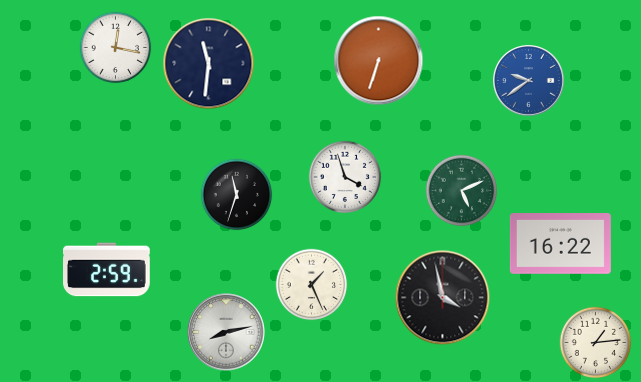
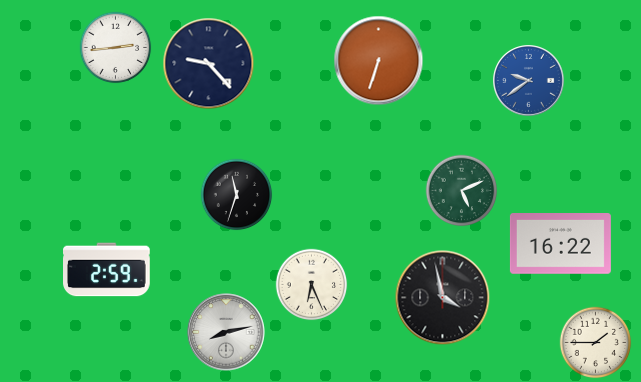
clock at (116, 48): 12:17 -> 2:44
clock at (209, 64): 11:31 -> 9:23
clock at (345, 177): 3:57 -> none
clock at (312, 285): 1:26 -> 6:26
clock at (596, 343): 1:14 -> 1:45
